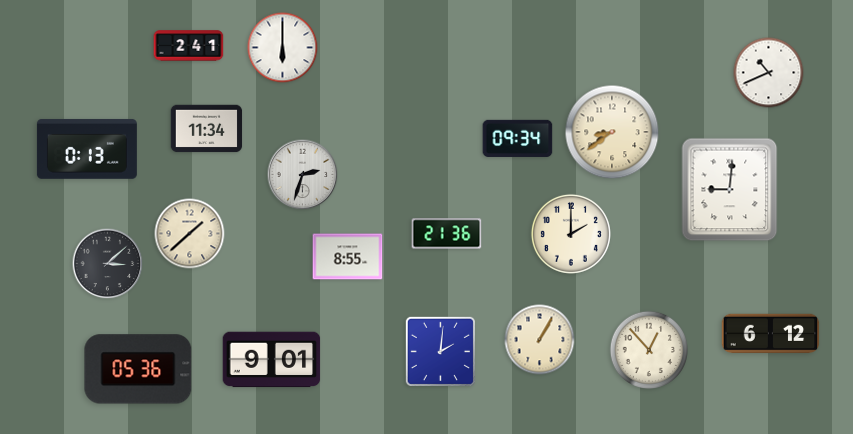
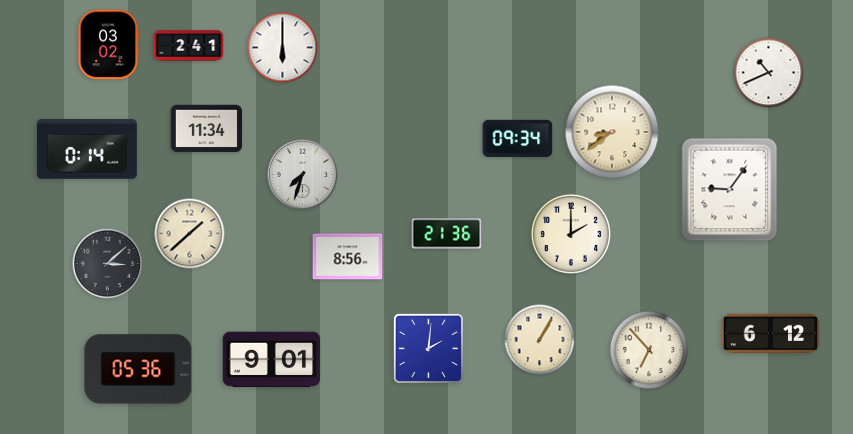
clock at (108, 45): none -> 03:02
clock at (87, 149): 0:13 -> 0:14
clock at (303, 175): 2:33 -> 7:33
clock at (730, 190): 9:01 -> 9:06
clock at (348, 257): 8:55 -> 8:56
clock at (648, 349): 12:53 -> 6:53
clock at (440, 351) position: (440, 351) -> (428, 348)
